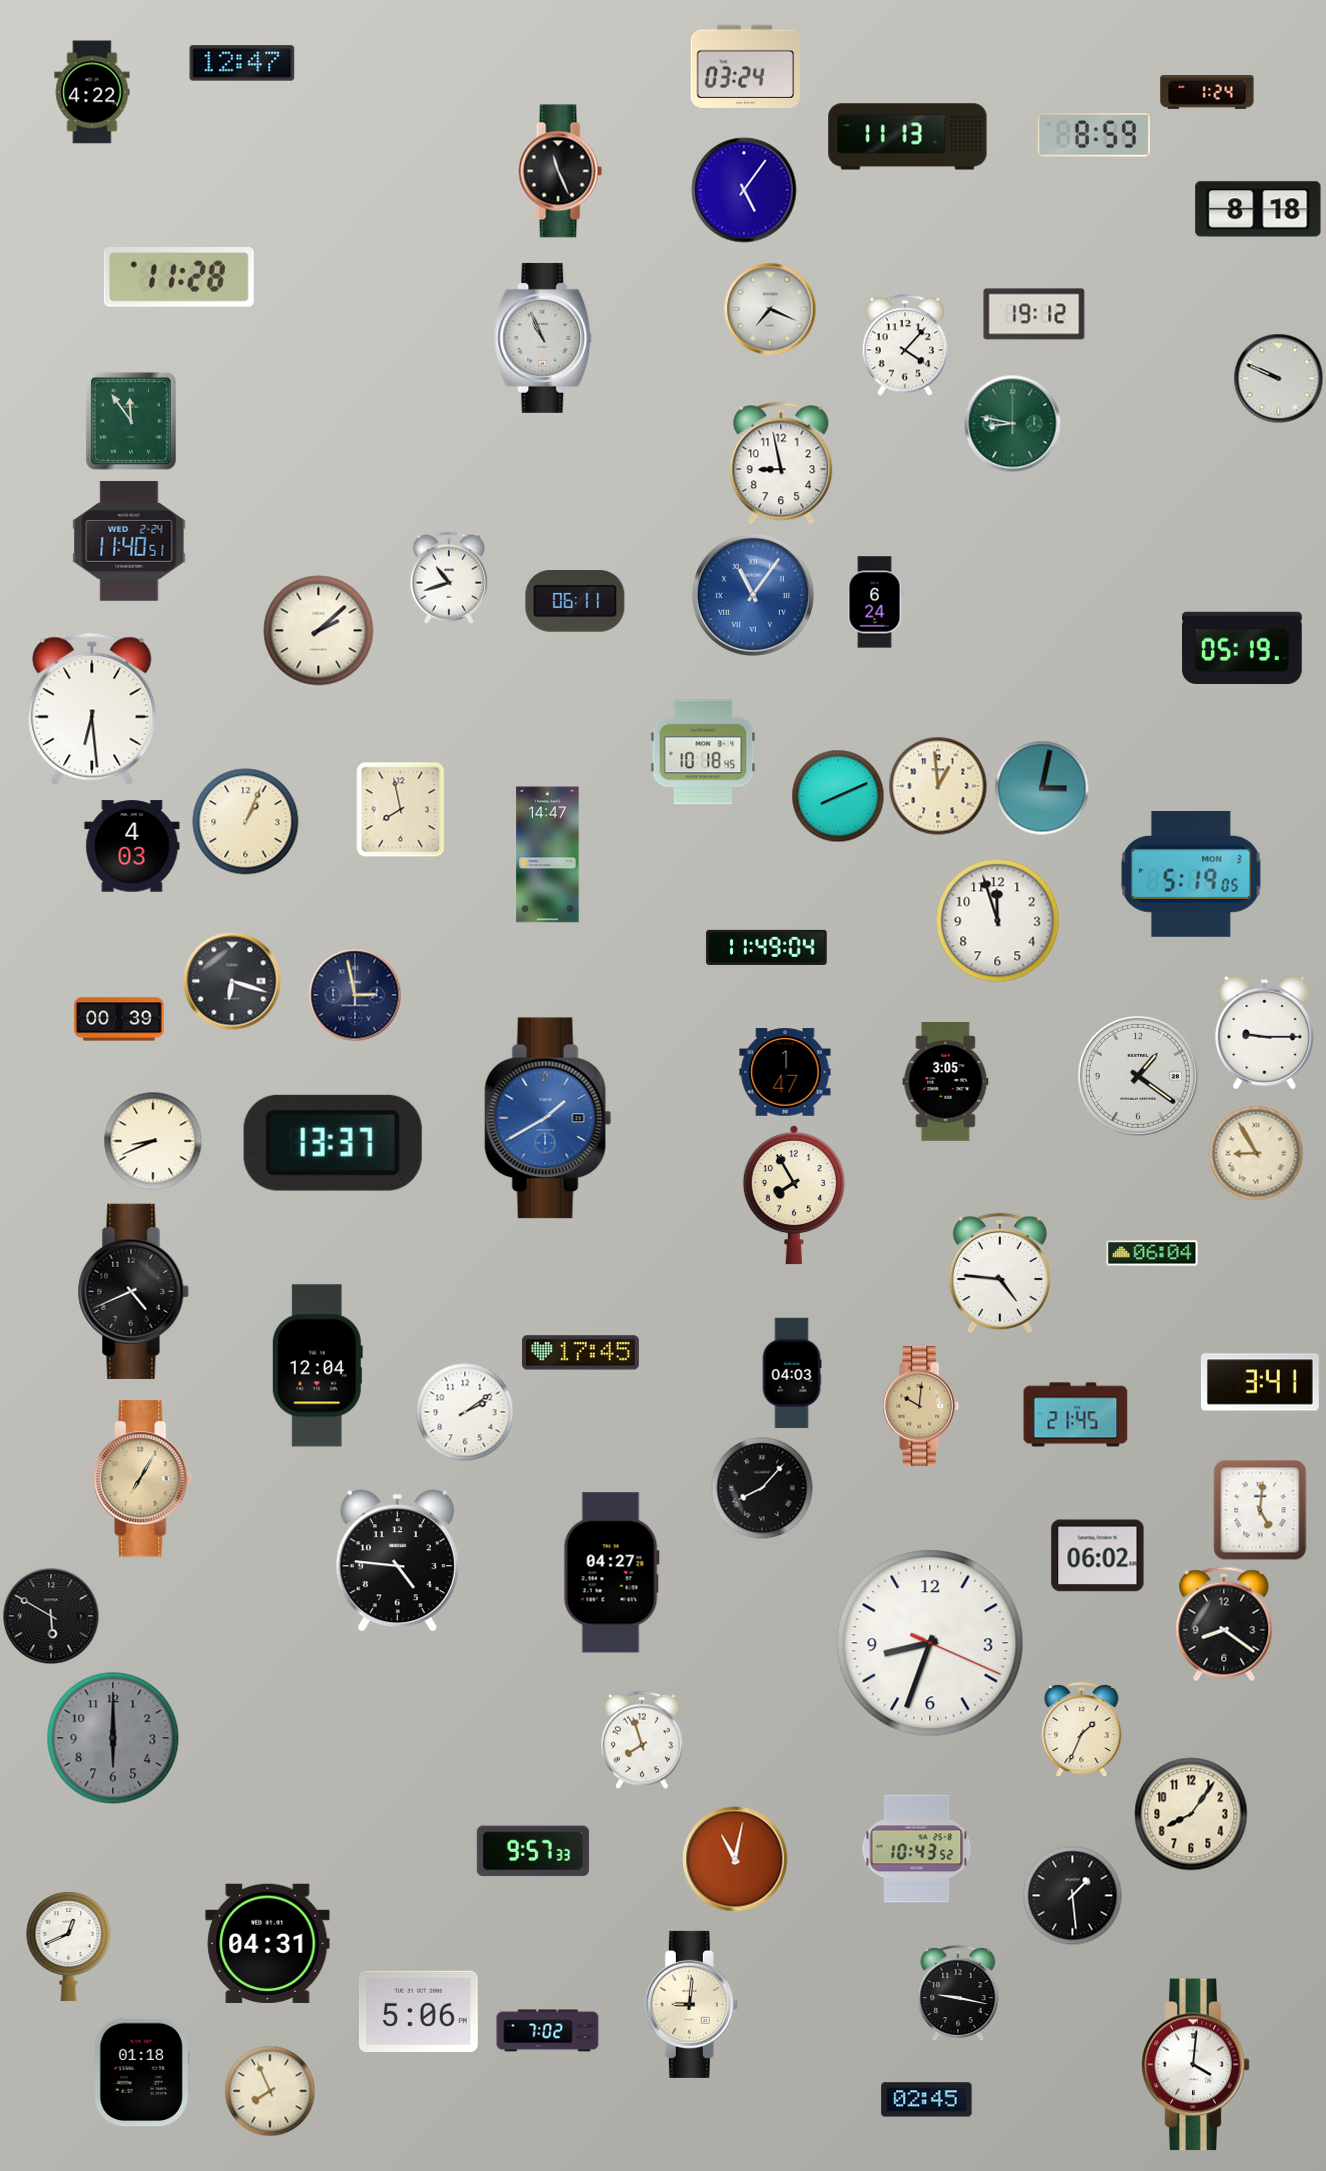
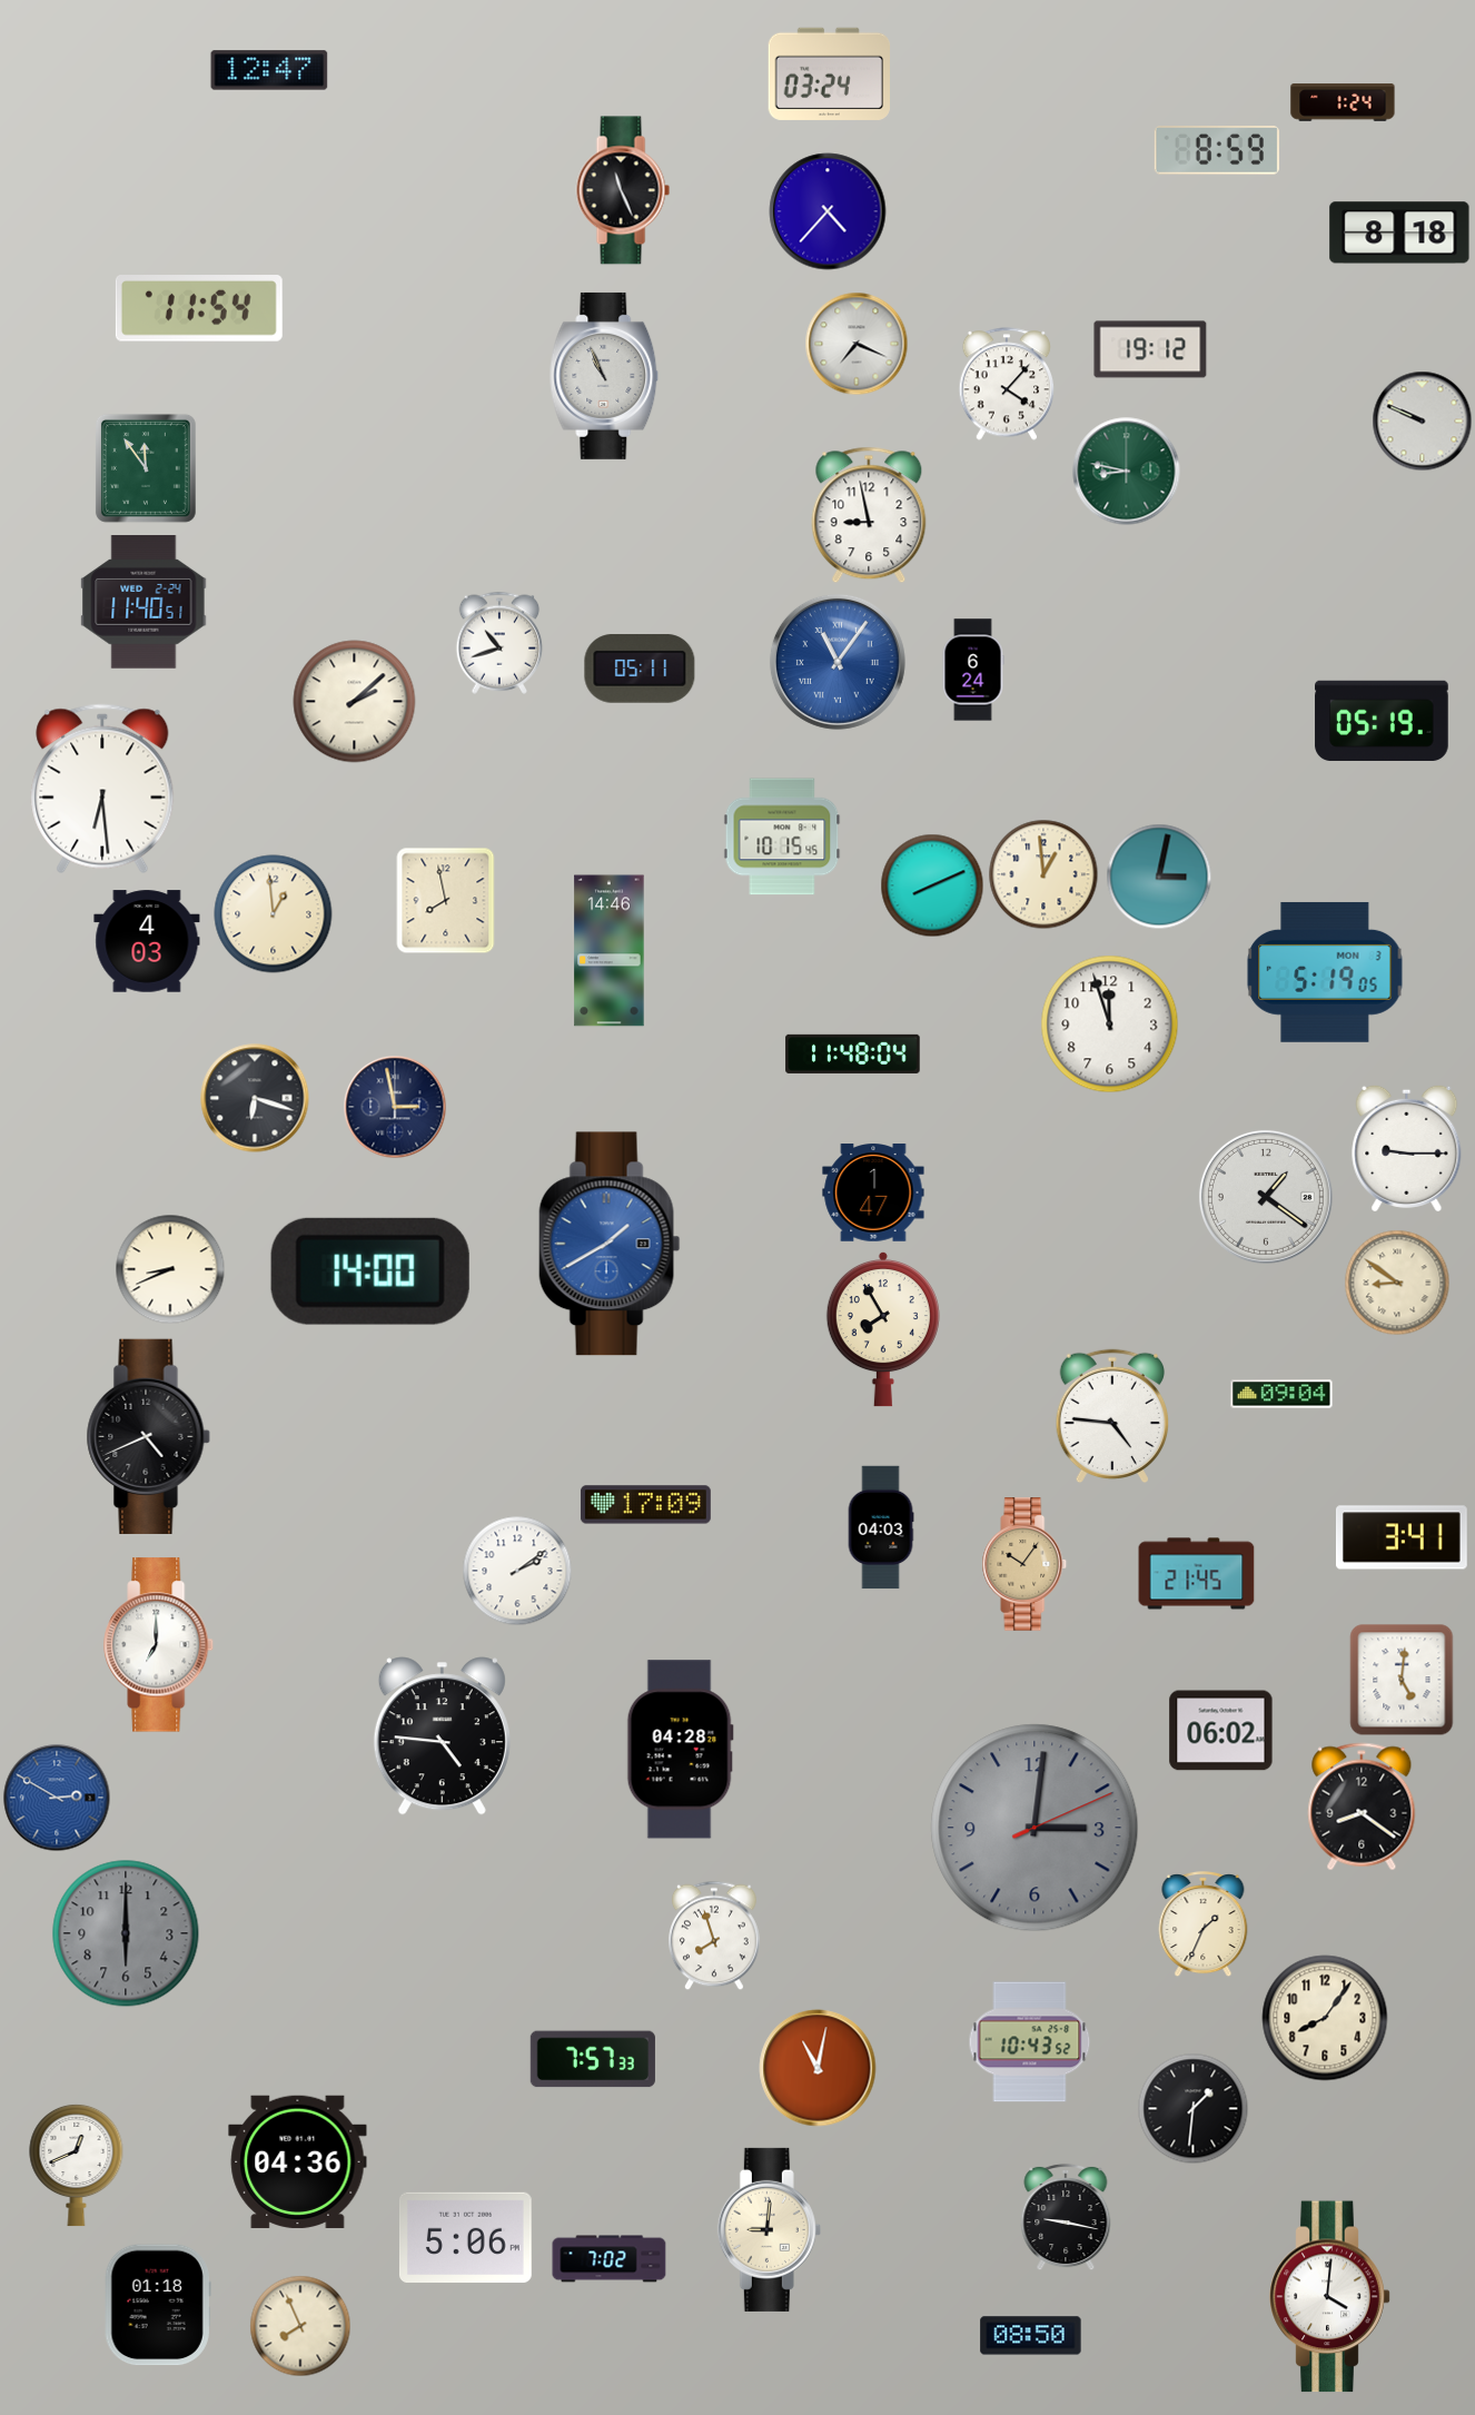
clock at (92, 92): 4:22 -> none
clock at (908, 137): 11:13 -> none
clock at (744, 190): 5:06 -> 4:37
clock at (179, 278): 11:28 -> 11:54
clock at (575, 601): 06:11 -> 05:11
clock at (703, 752): 10:18 -> 10:15
clock at (246, 822): 1:04 -> 12:59
clock at (548, 855): 14:47 -> 14:46
clock at (767, 947): 11:49 -> 11:48
clock at (232, 981) position: (232, 981) -> (255, 1098)
clock at (119, 1019): 00:39 -> none
clock at (946, 1082): 3:05 -> none
clock at (333, 1143): 13:37 -> 14:00
clock at (1256, 1153): 8:55 -> 8:51
clock at (1152, 1253): 06:04 -> 09:04
clock at (580, 1353): 17:45 -> 17:09
clock at (317, 1366): 12:04 -> none
clock at (921, 1406): 10:01 -> 10:06
clock at (143, 1479): 7:05 -> 7:00
clock at (143, 1479) dial: champagne -> white
clock at (762, 1488): 8:07 -> none
clock at (611, 1573): 04:27 -> 04:28
clock at (51, 1616): 5:50 -> 2:50
clock at (51, 1616) dial: black -> blue
clock at (930, 1643): 8:33 -> 3:01
clock at (930, 1643) dial: white -> grey
clock at (917, 1849) position: (917, 1849) -> (1030, 2042)
clock at (533, 1851): 9:57 -> 7:57
clock at (1073, 1896): 1:29 -> 1:31
clock at (268, 1943): 04:31 -> 04:36
clock at (927, 2100): 02:45 -> 08:50
